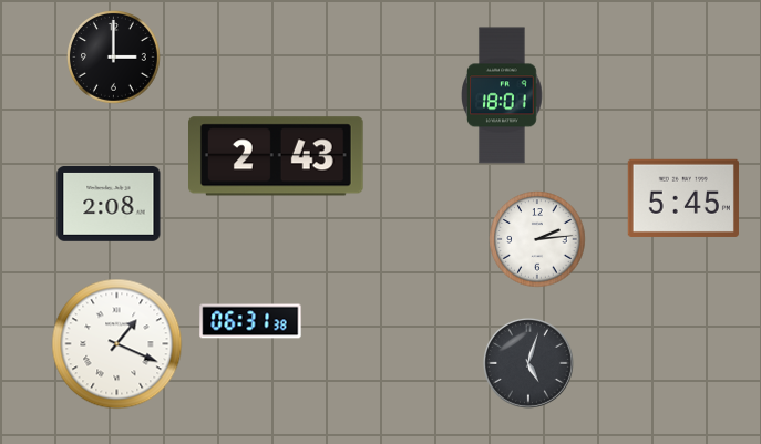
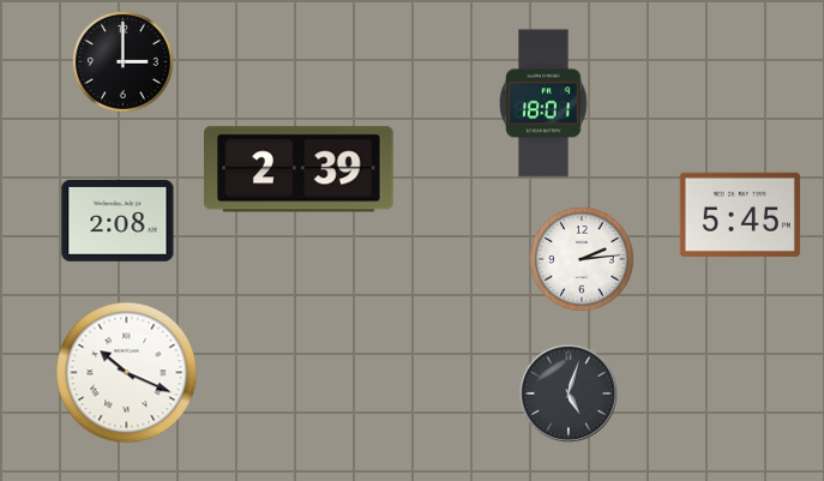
clock at (277, 156): 2:43 -> 2:39
clock at (250, 321): 06:31 -> none
clock at (117, 344): 1:19 -> 10:19
clock at (528, 363) position: (528, 363) -> (569, 393)
